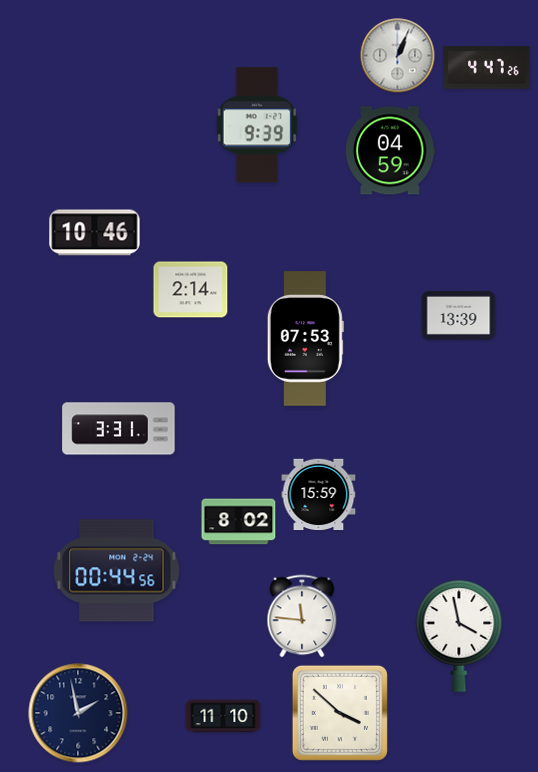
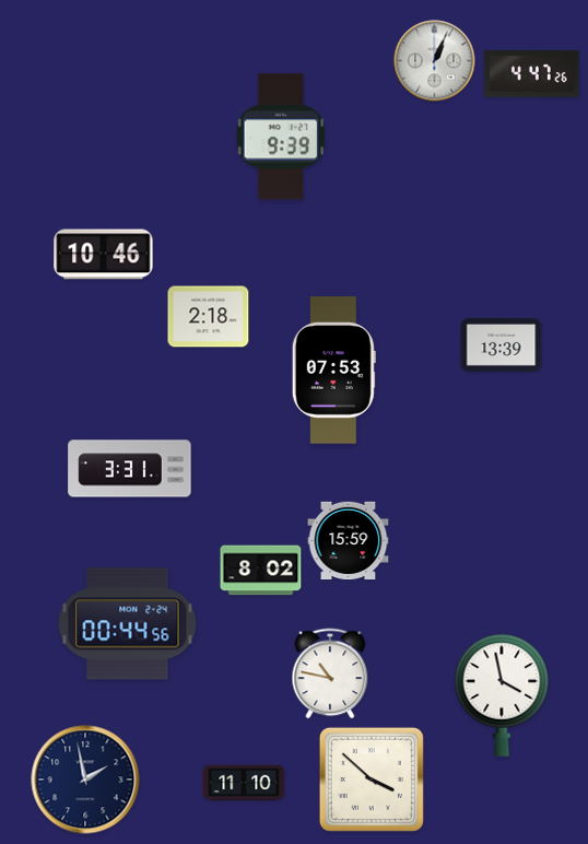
clock at (391, 151): 04:59 -> none
clock at (191, 290): 2:14 -> 2:18
clock at (302, 616): 11:46 -> 10:47
